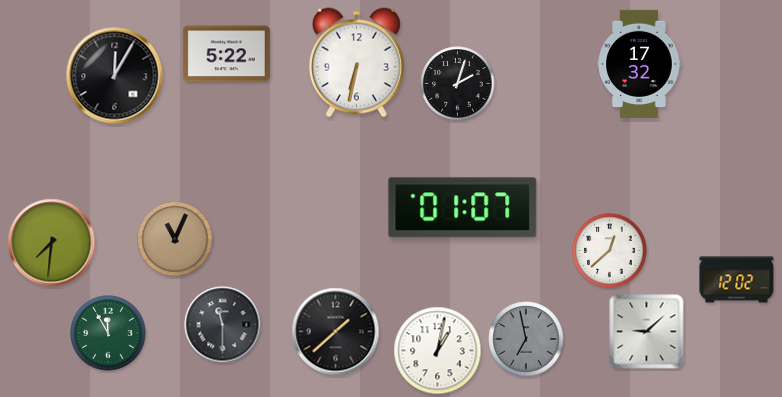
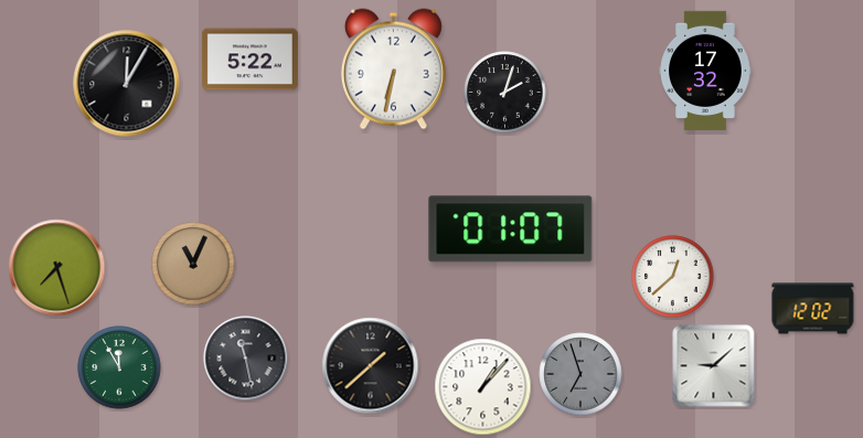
clock at (52, 243): 7:31 -> 7:27
clock at (223, 325): 11:30 -> 11:28
clock at (526, 339): 6:58 -> 6:57
clock at (438, 351): 1:02 -> 1:07
